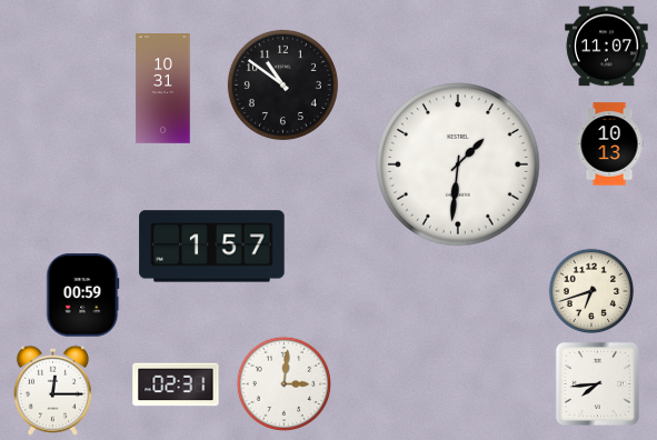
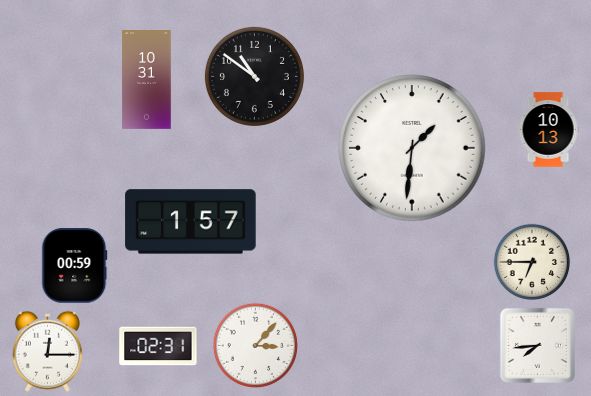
clock at (607, 47): 11:07 -> none
clock at (591, 291): 6:42 -> 6:45
clock at (283, 383): 3:01 -> 3:07
